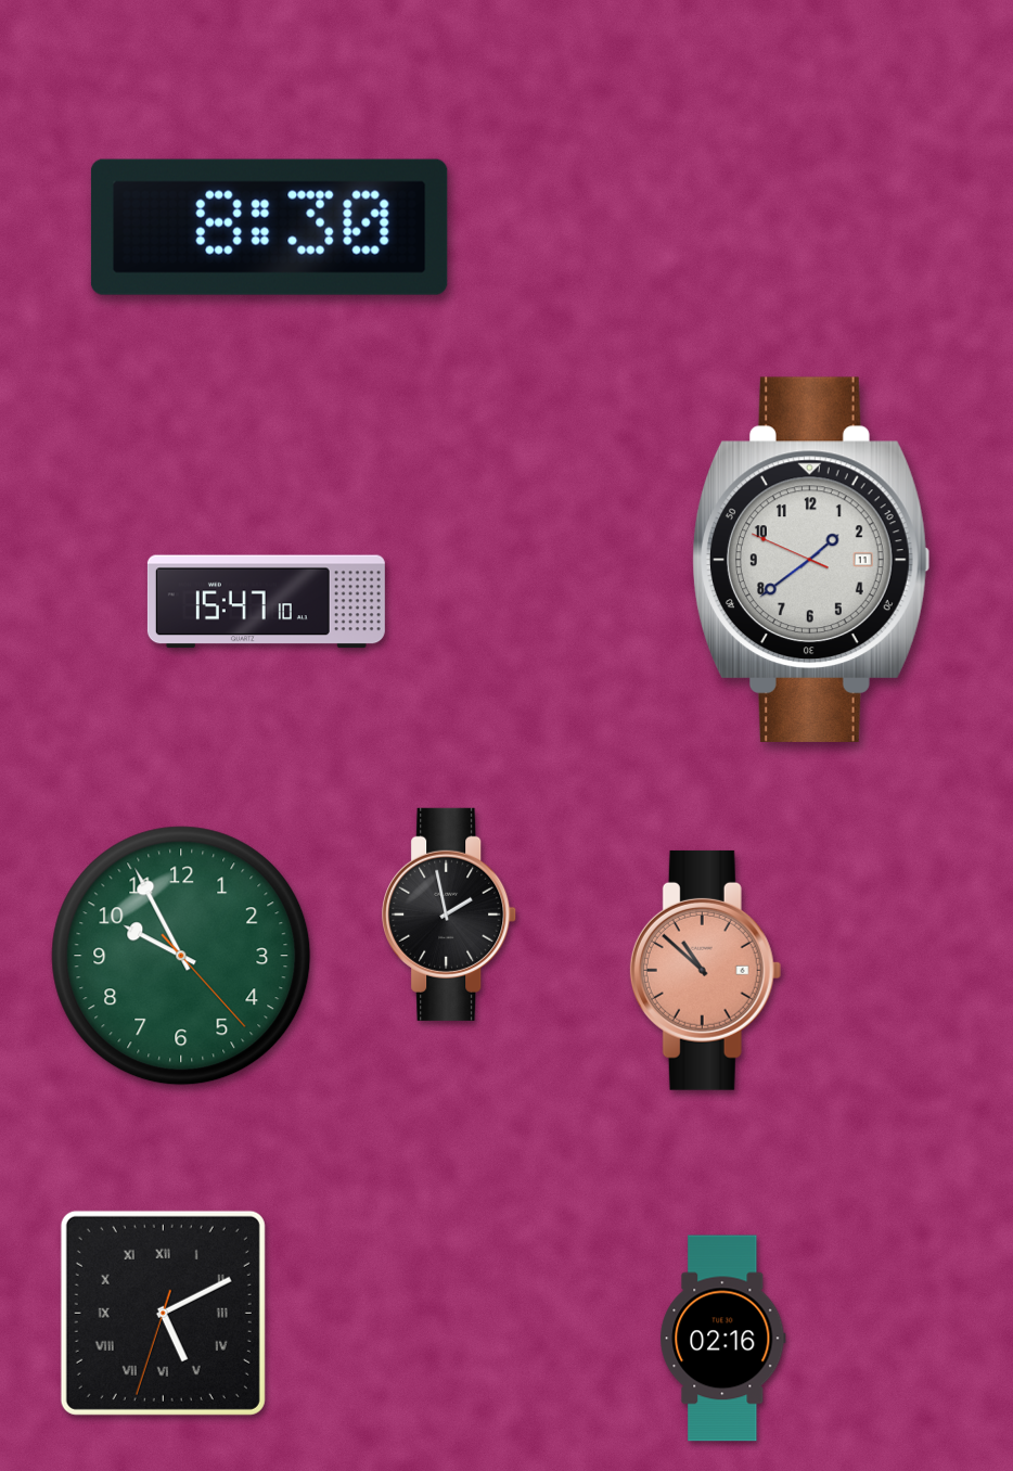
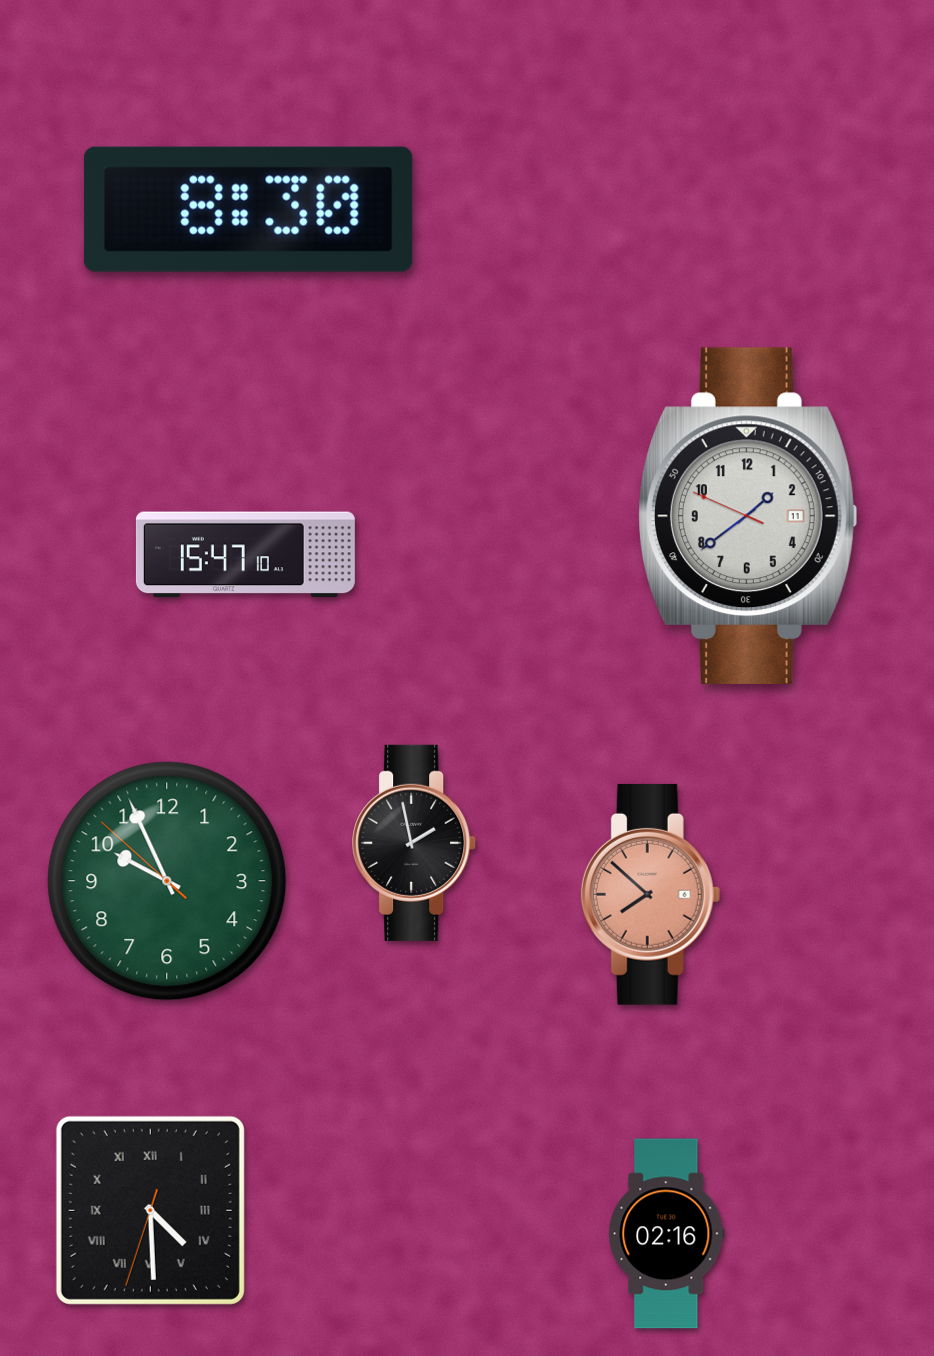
clock at (181, 956): 9:55:23 -> 9:55:52
clock at (706, 970): 10:52 -> 7:52
clock at (163, 1313): 5:10 -> 4:29
